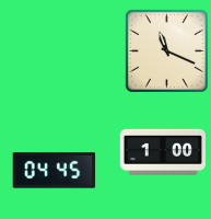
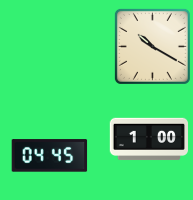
clock at (166, 50): 11:19 -> 10:20
